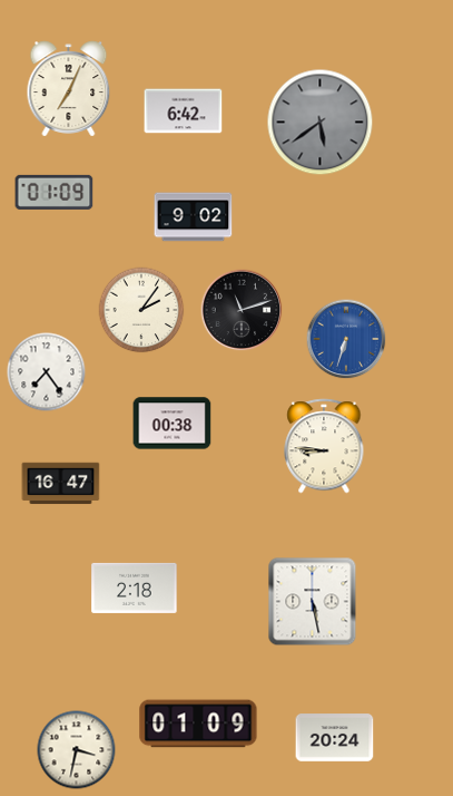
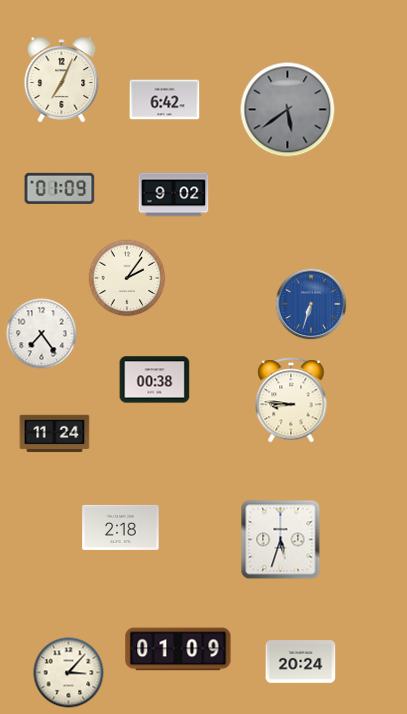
clock at (55, 192) position: (55, 192) -> (60, 188)
clock at (242, 310): 11:12 -> none
clock at (61, 484): 16:47 -> 11:24
clock at (313, 602): 5:28 -> 5:33
clock at (77, 750): 3:32 -> 3:07
